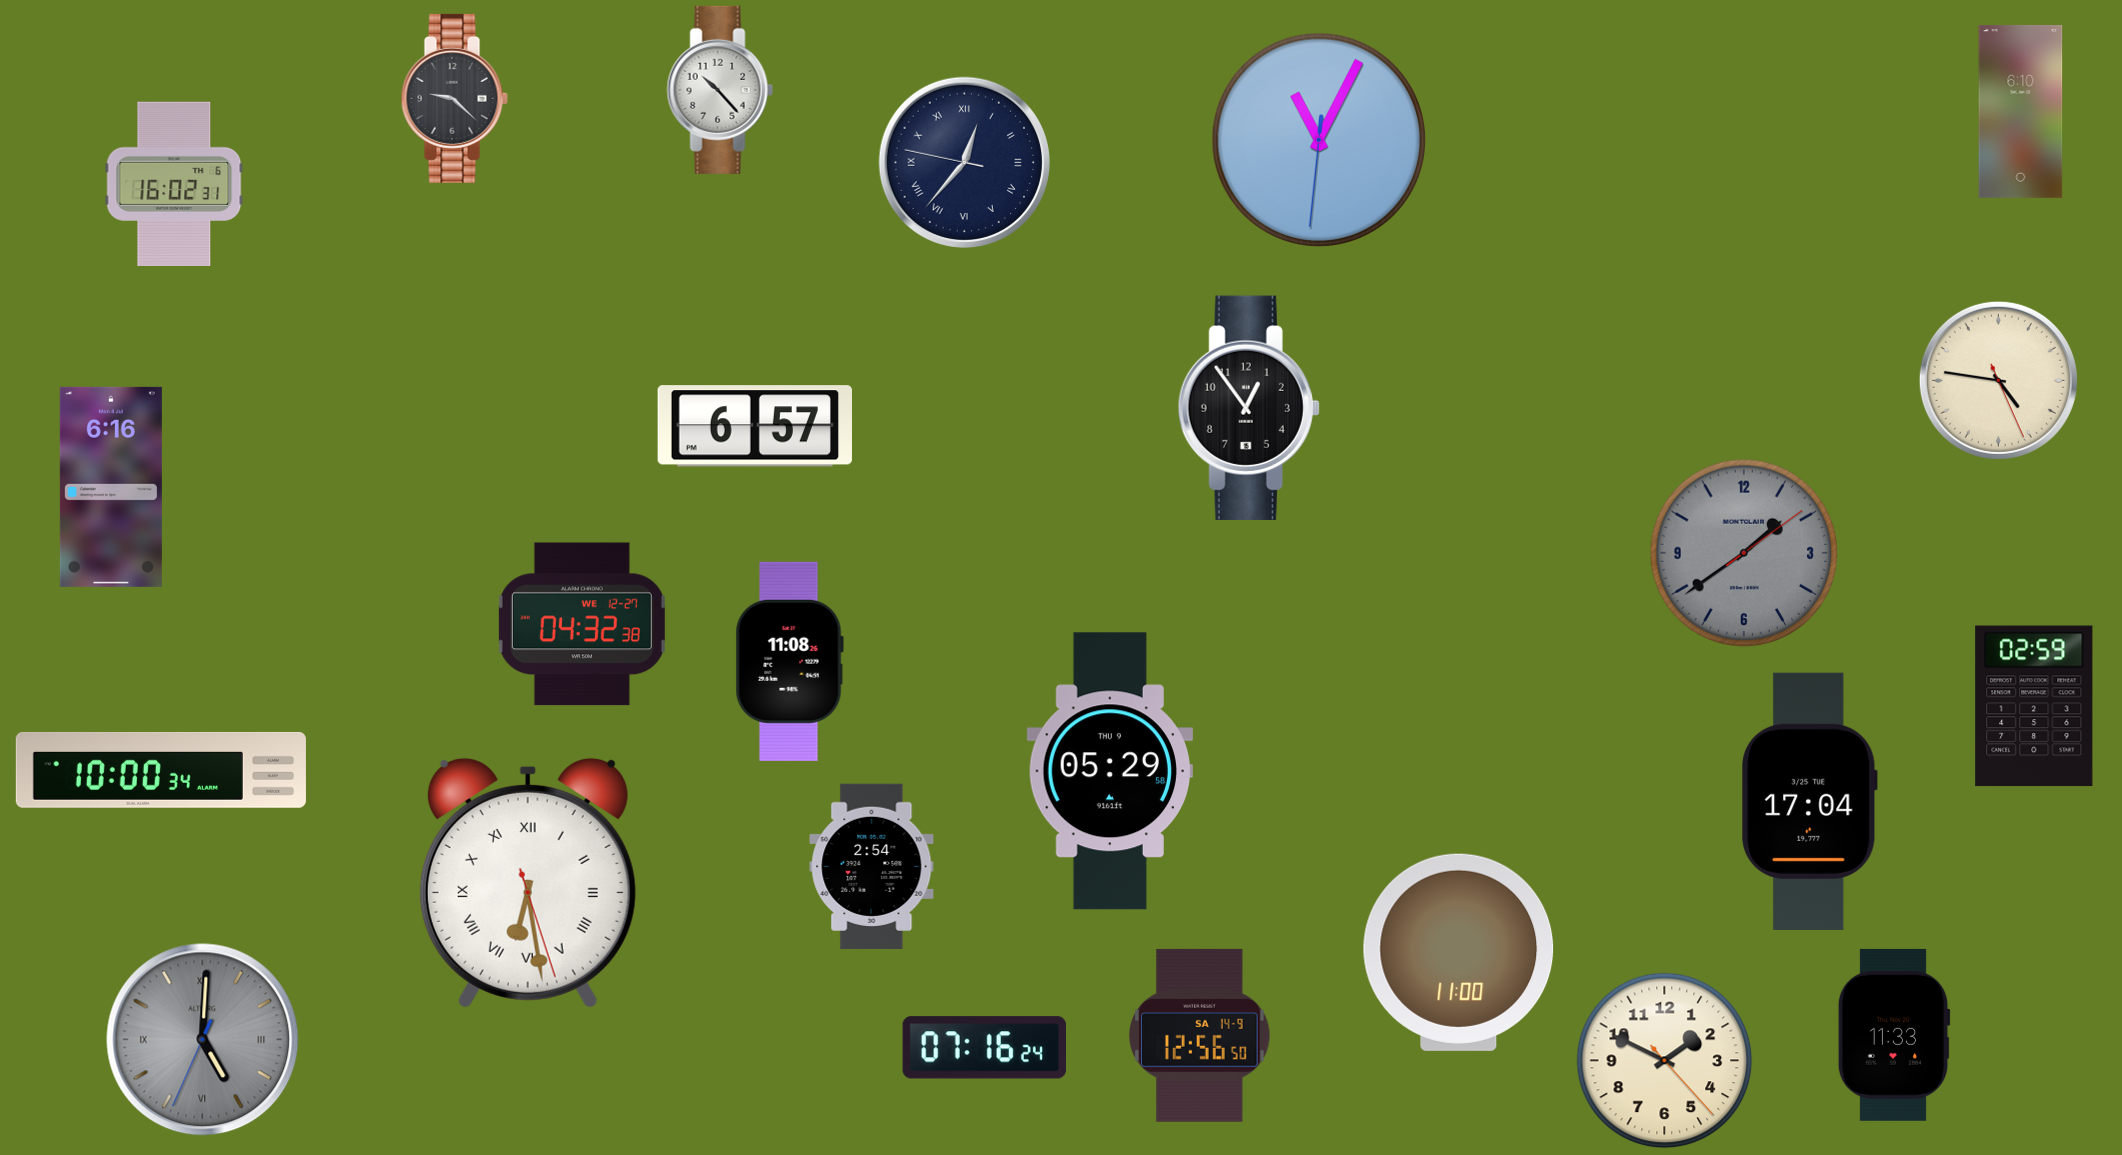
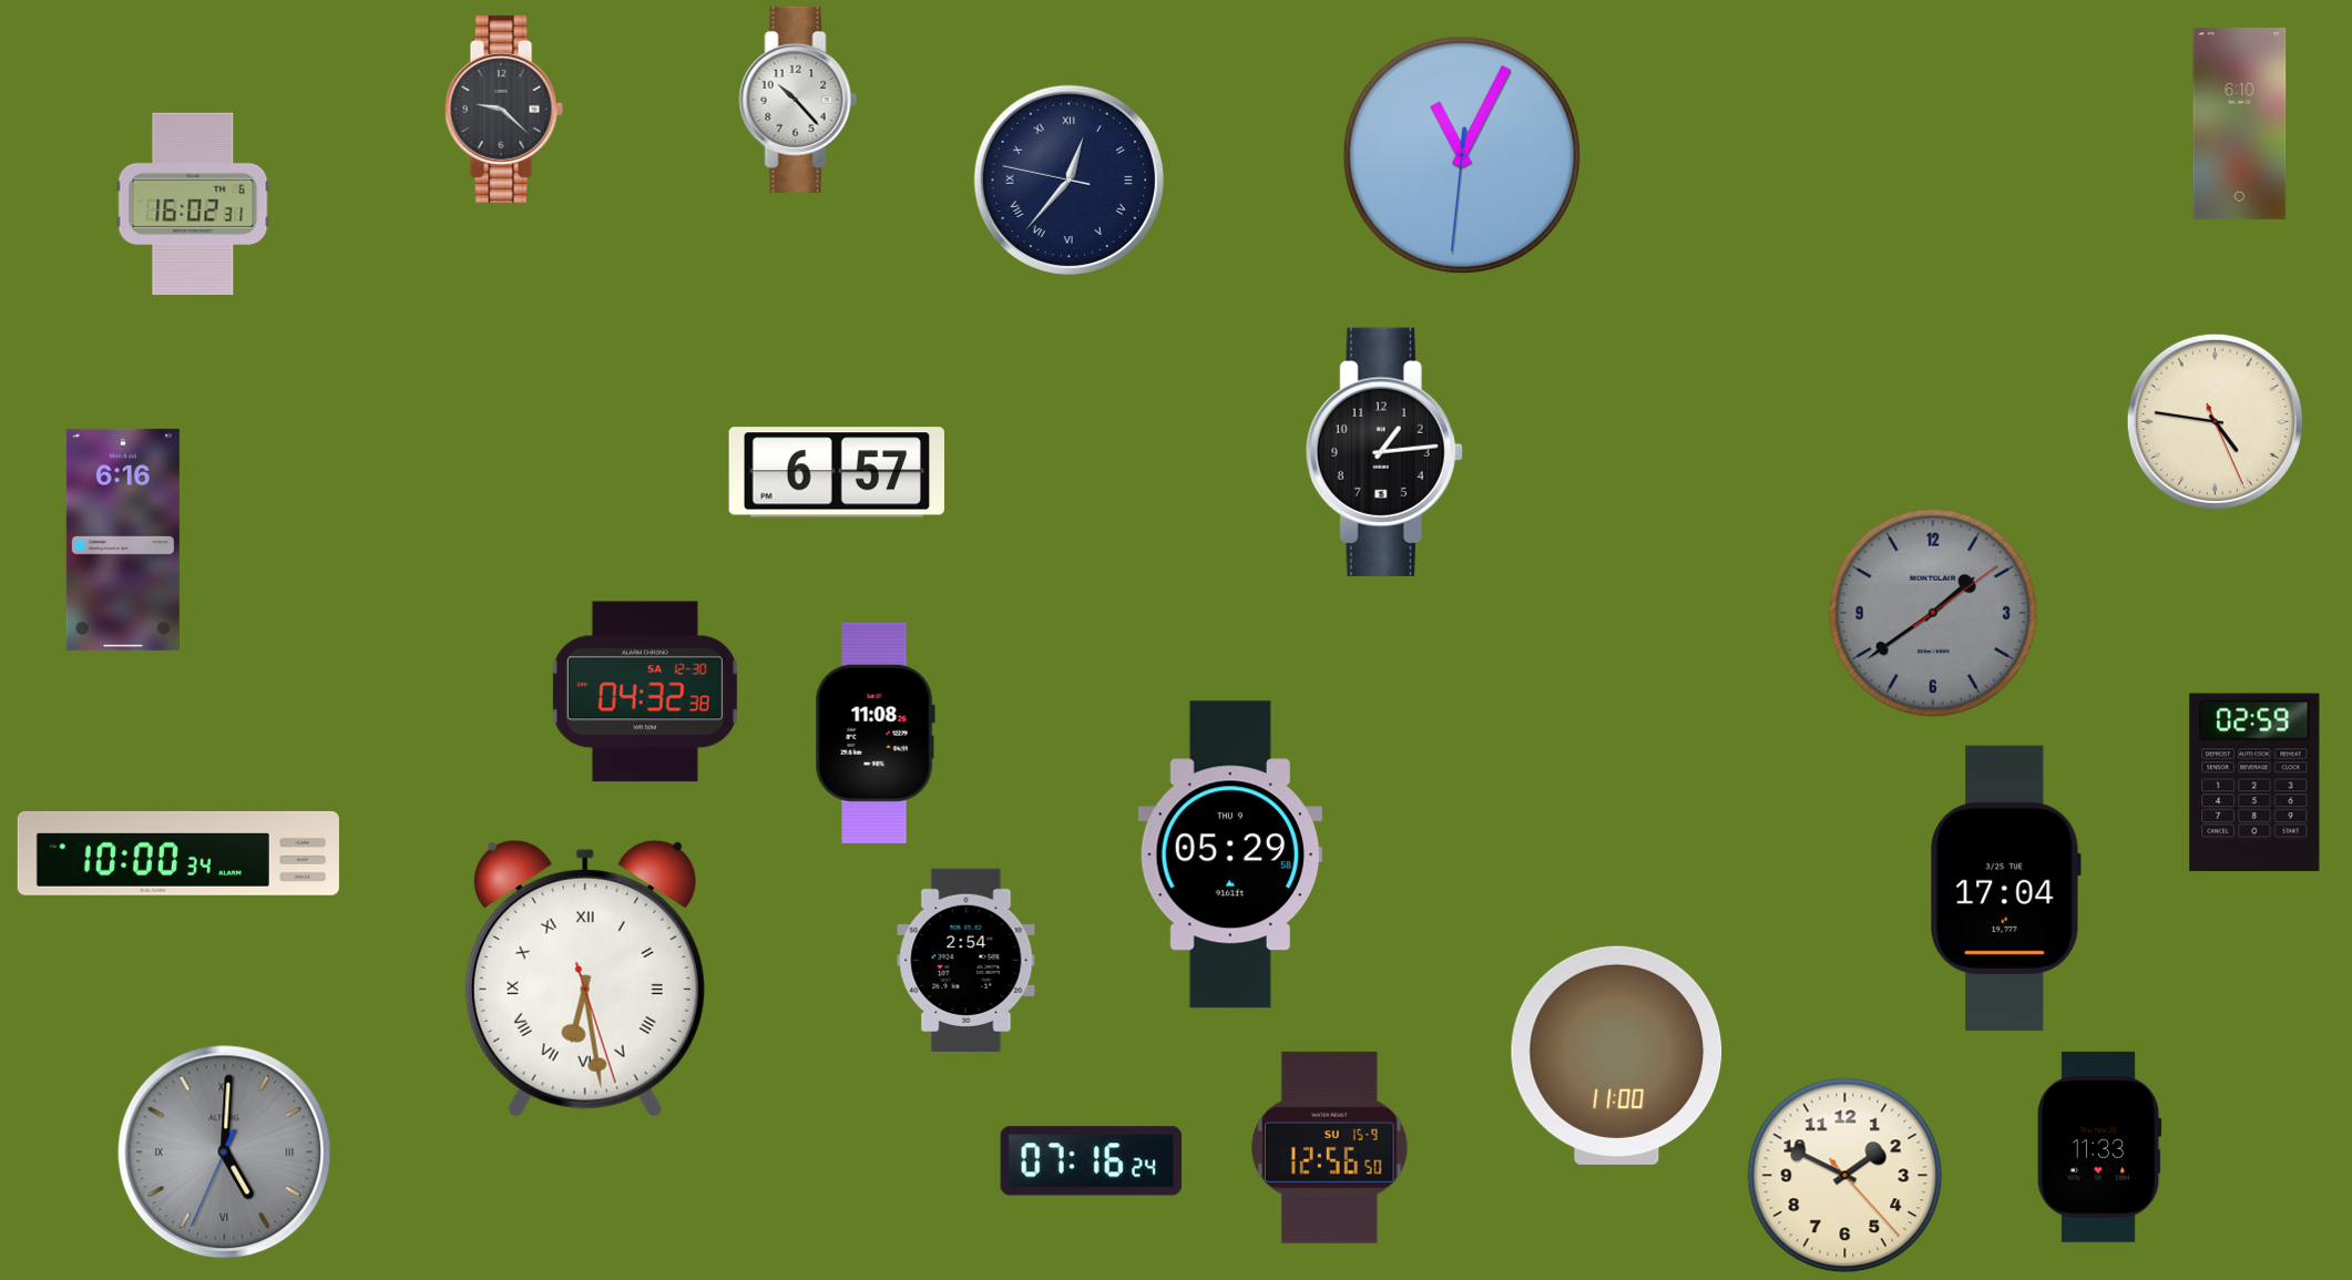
clock at (1249, 408): 12:54 -> 1:14
clock at (582, 624) date: WE 12-27 -> SA 12-30
clock at (1200, 1035) date: SA 14-9 -> SU 15-9
